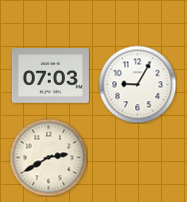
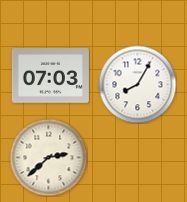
clock at (137, 84): 9:05 -> 8:05
clock at (48, 157): 2:40 -> 2:38
